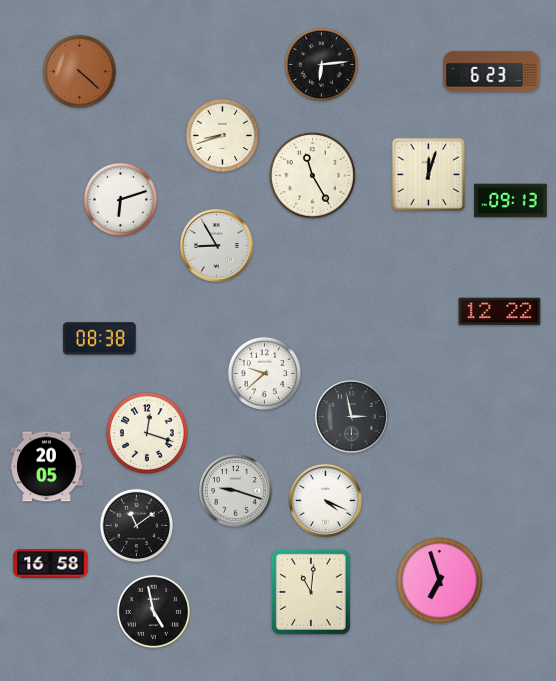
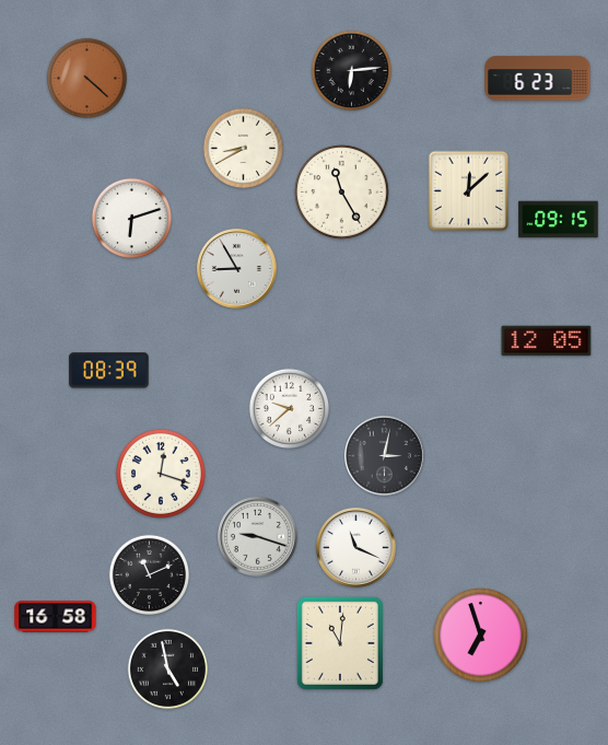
clock at (223, 136): 8:42 -> 8:40
clock at (429, 175): 12:03 -> 12:08
clock at (511, 201): 09:13 -> 09:15
clock at (500, 312): 12:22 -> 12:05
clock at (100, 339): 08:38 -> 08:39
clock at (352, 417): 2:58 -> 3:02
clock at (47, 467): 20:05 -> none
clock at (326, 501): 4:19 -> 11:19
clock at (137, 526): 11:09 -> 11:11
clock at (311, 592) position: (311, 592) -> (340, 643)
